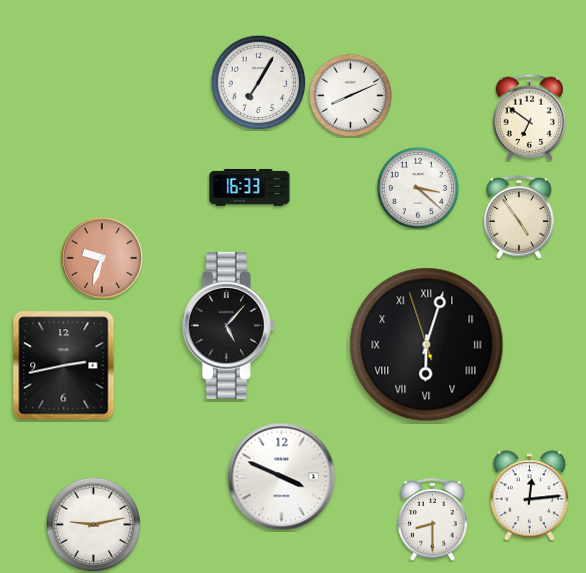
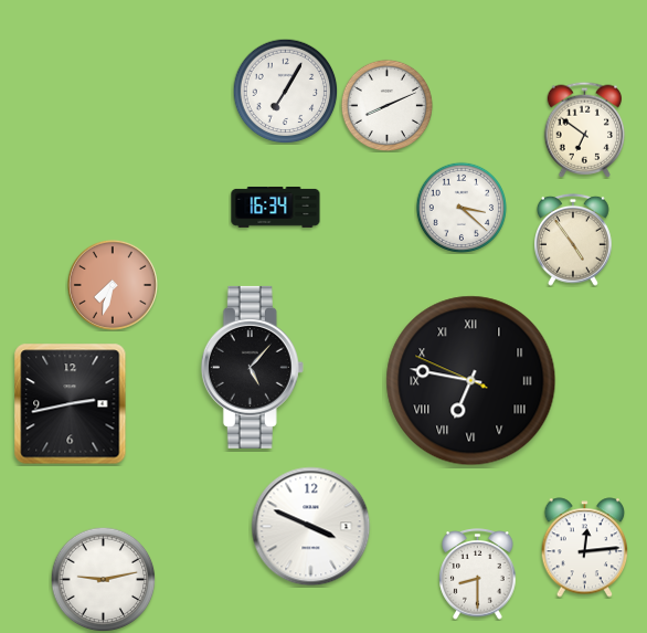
clock at (250, 187): 16:33 -> 16:34
clock at (102, 258): 9:33 -> 7:33
clock at (228, 325) position: (228, 325) -> (252, 367)
clock at (427, 345): 6:02 -> 6:46
